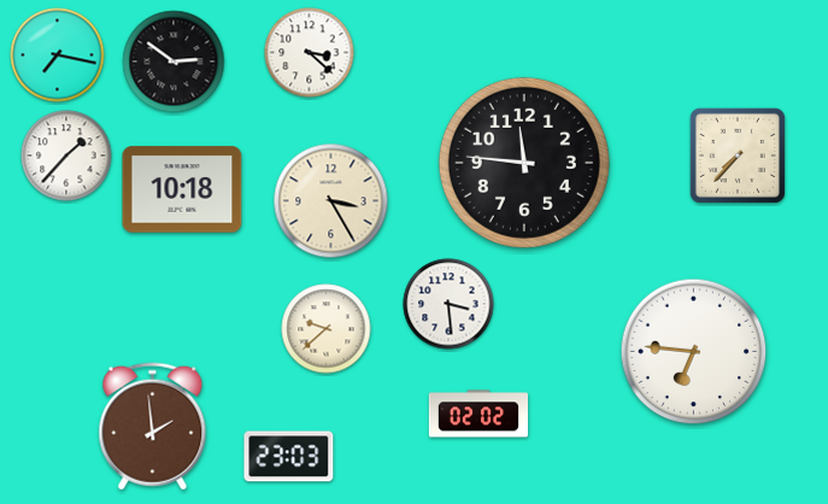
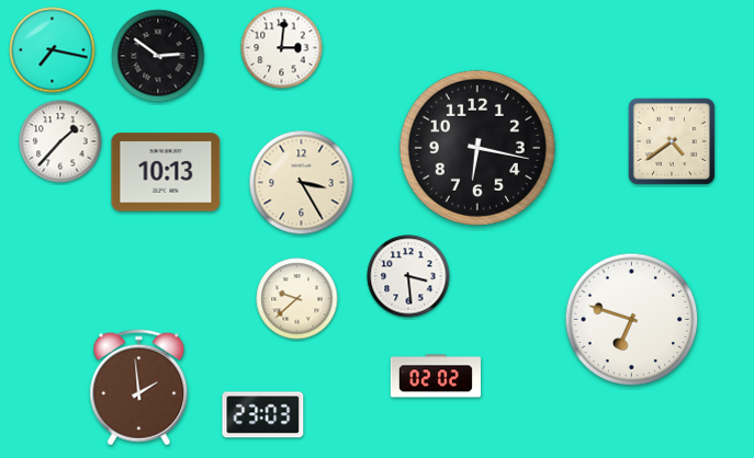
clock at (310, 53): 3:22 -> 3:01
clock at (738, 156): 7:37 -> 4:39
clock at (524, 163): 11:46 -> 6:17
clock at (182, 189): 10:18 -> 10:13
clock at (694, 352): 6:46 -> 6:48
